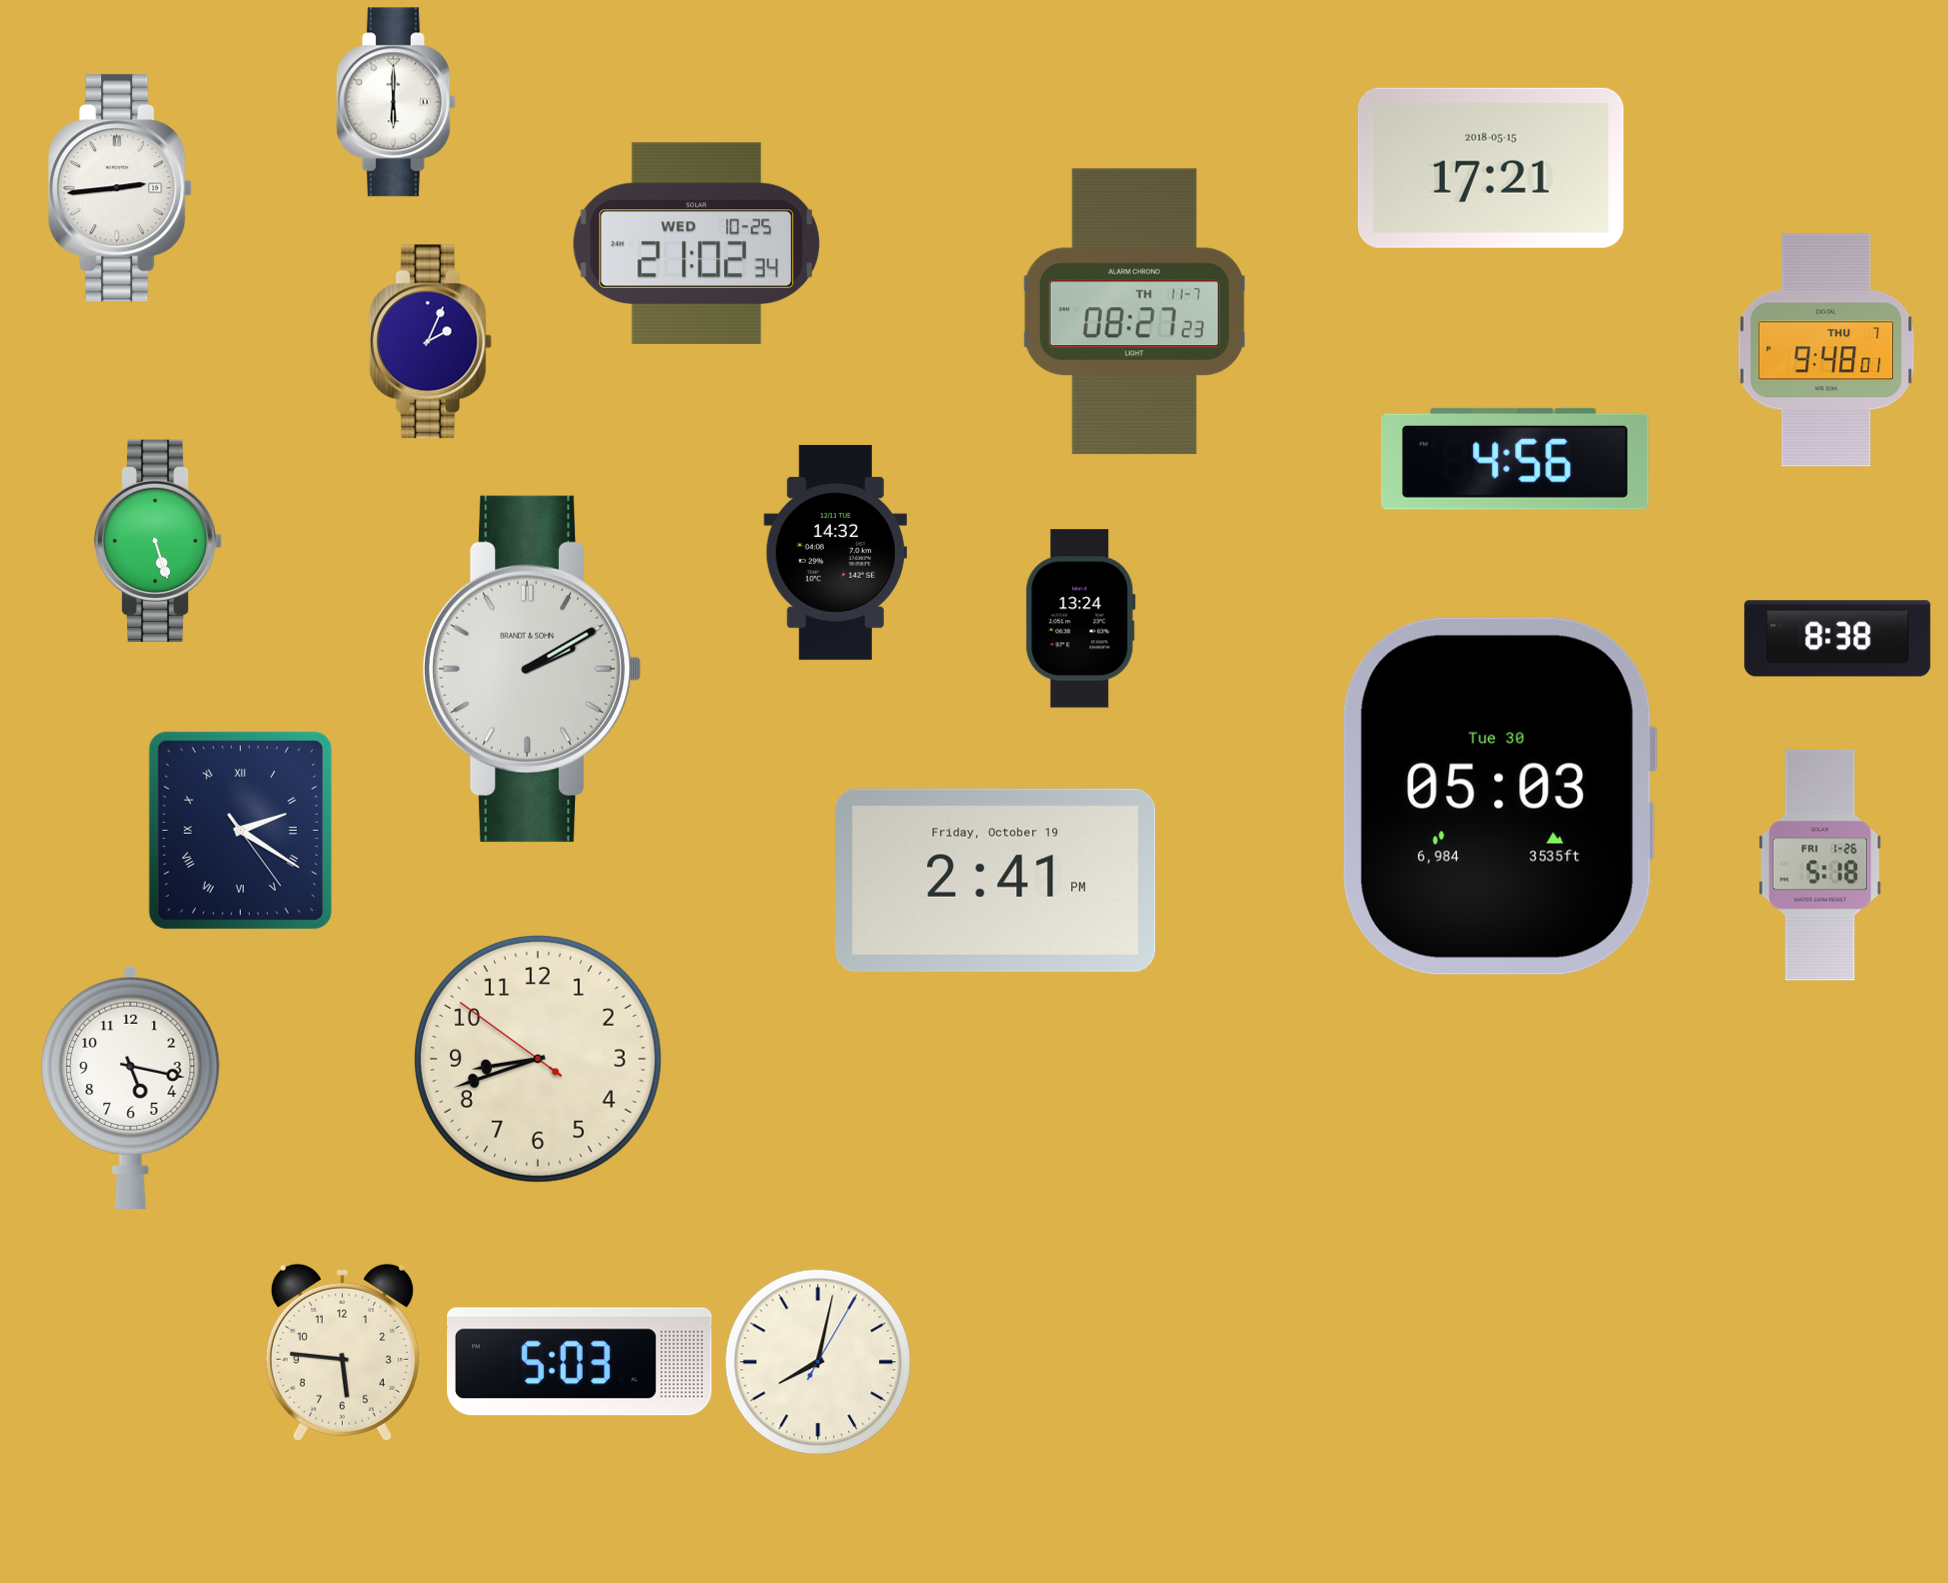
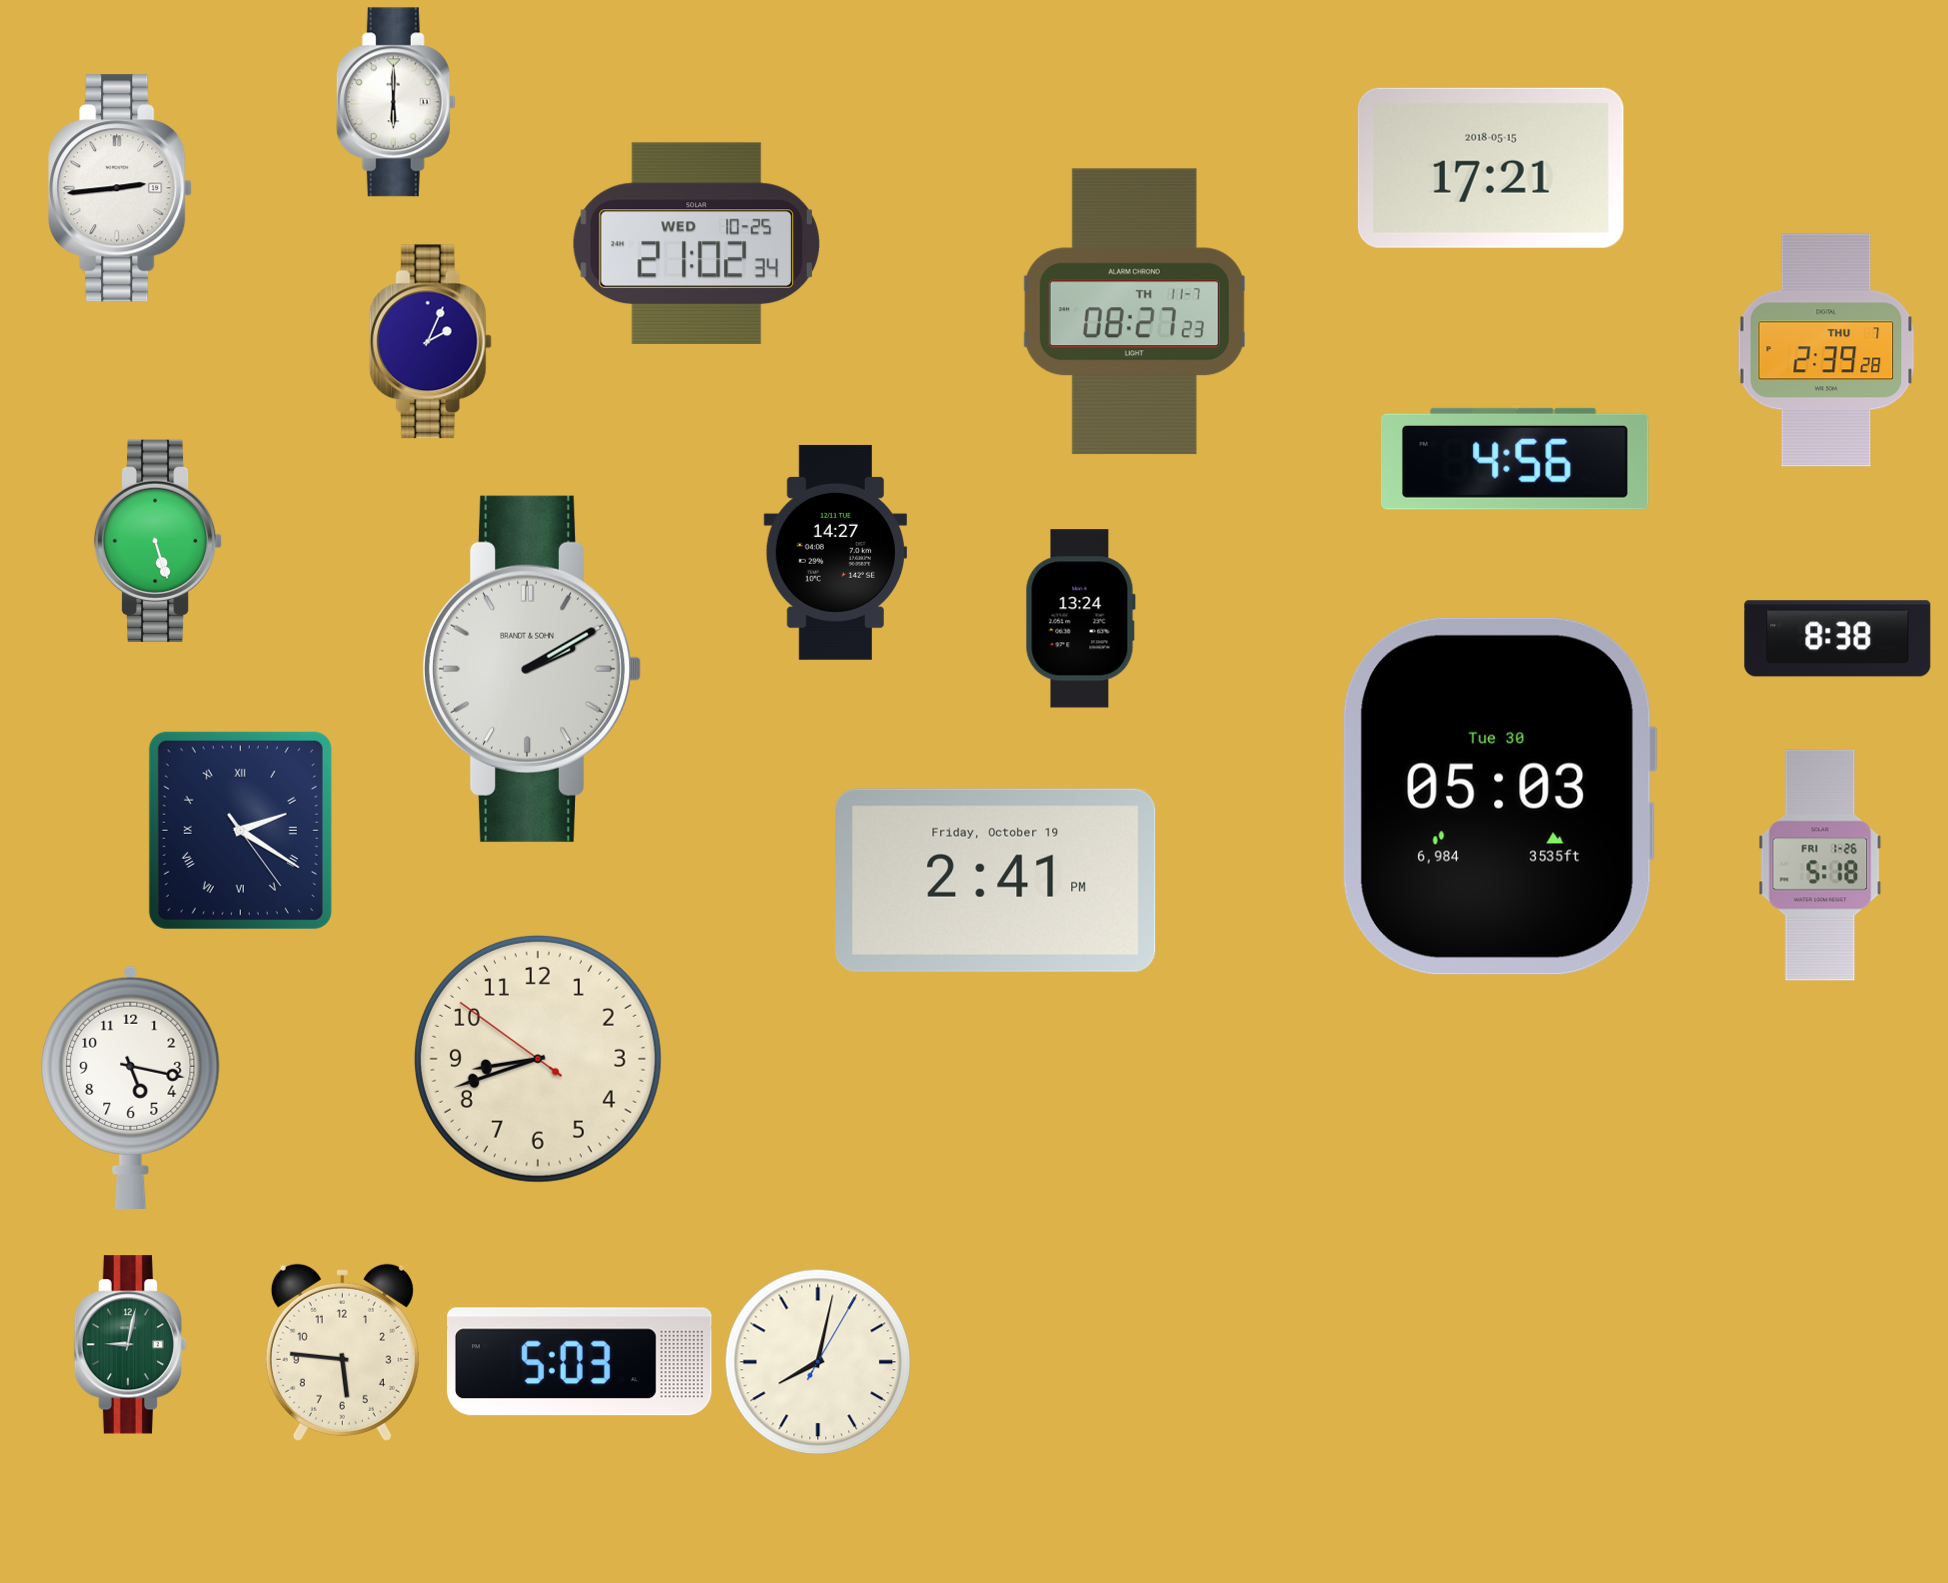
clock at (1826, 350): 9:48 -> 2:39
clock at (835, 552): 14:32 -> 14:27
clock at (130, 1345): none -> 9:02
